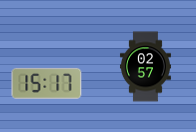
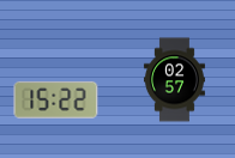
clock at (47, 83): 15:17 -> 15:22
